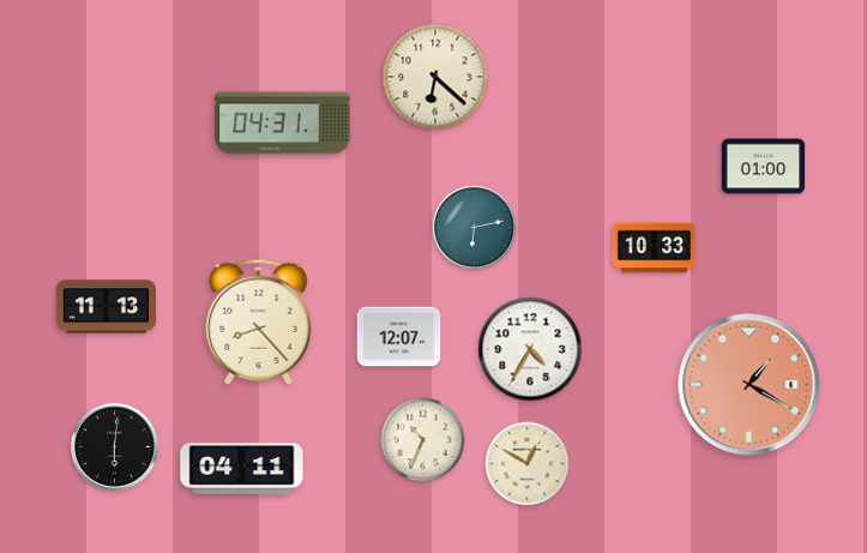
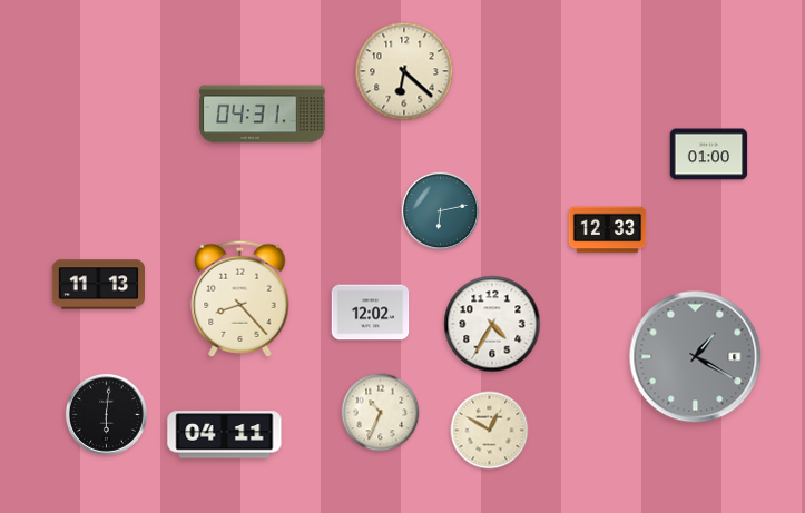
clock at (655, 248): 10:33 -> 12:33
clock at (399, 337): 12:07 -> 12:02
clock at (749, 385) dial: salmon -> grey
clock at (423, 440) position: (423, 440) -> (381, 413)
